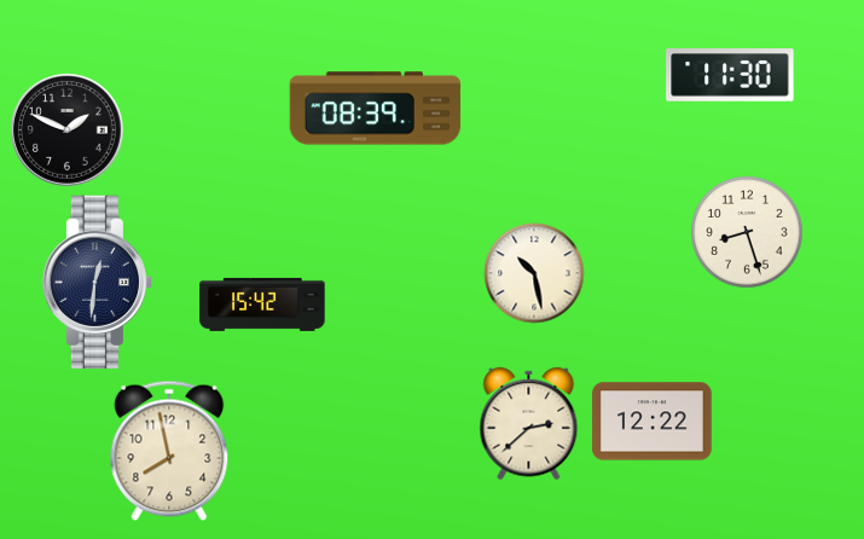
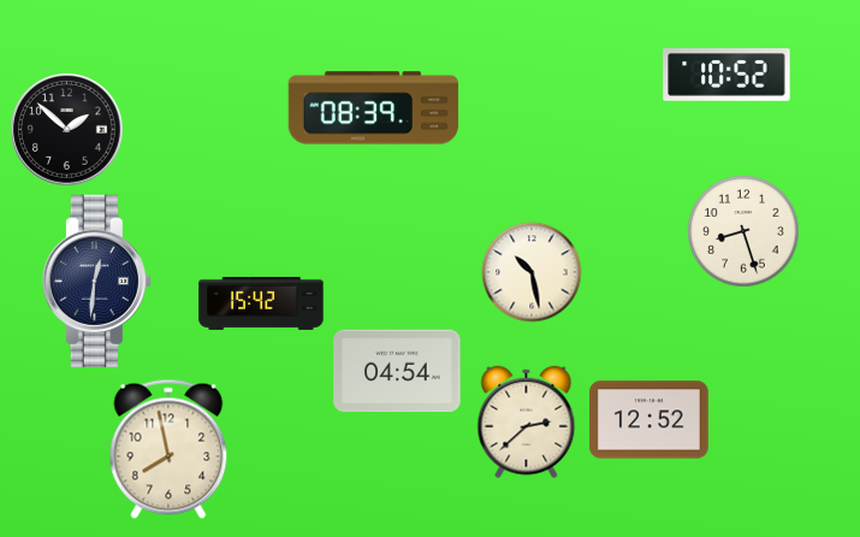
clock at (730, 75): 11:30 -> 10:52
clock at (68, 131): 1:49 -> 1:52
clock at (397, 371): none -> 04:54
clock at (653, 422): 12:22 -> 12:52
